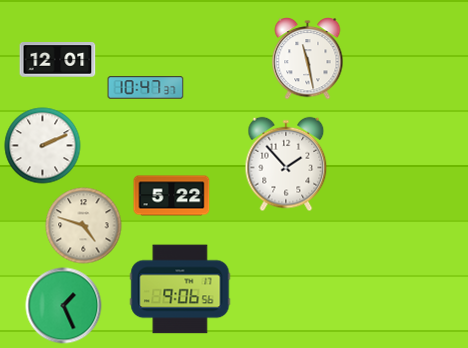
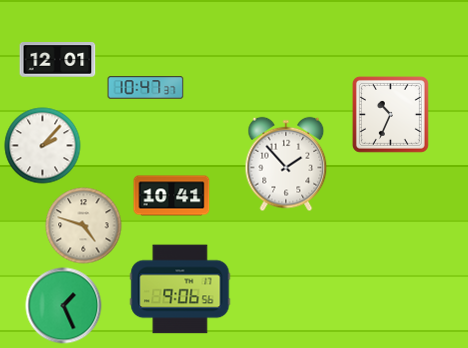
clock at (308, 59): 11:28 -> none
clock at (390, 114): none -> 10:34
clock at (43, 146): 2:11 -> 2:07
clock at (172, 196): 5:22 -> 10:41
